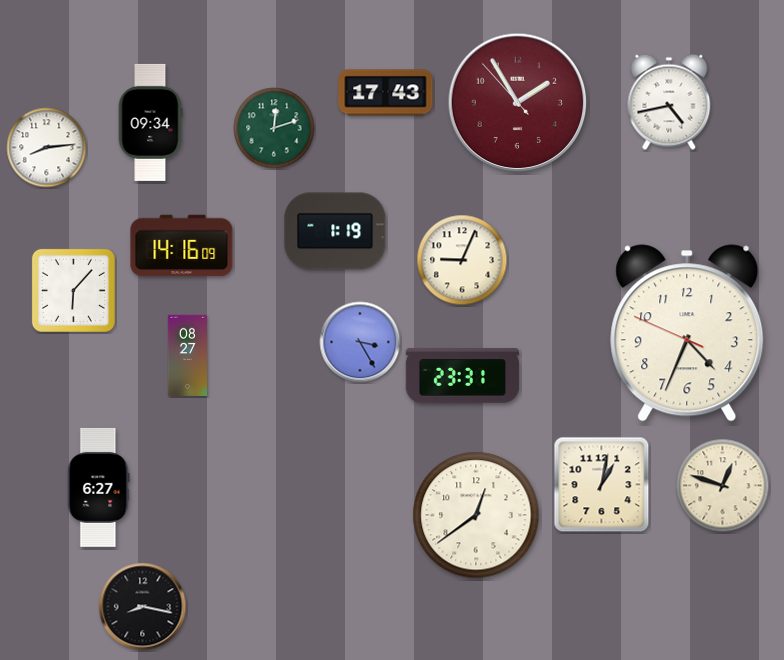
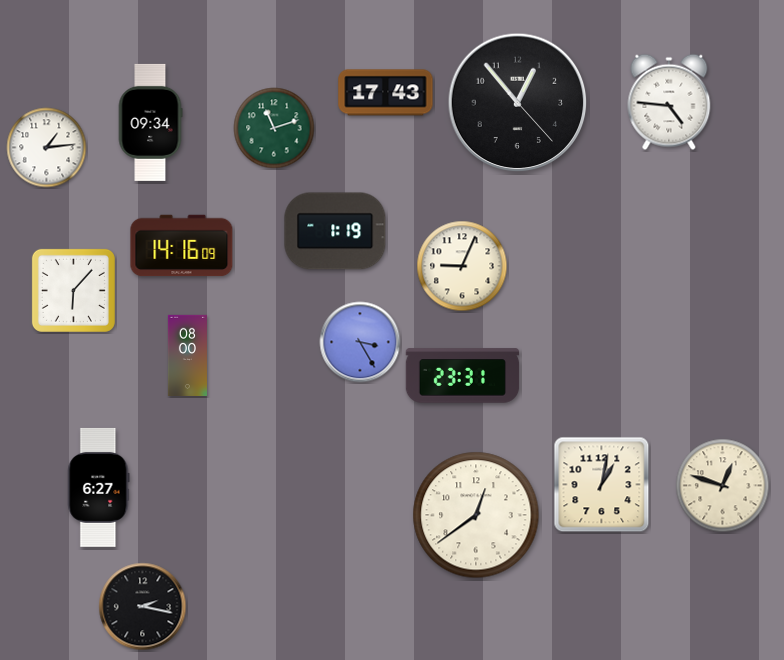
clock at (669, 102): 4:43 -> 4:46
clock at (518, 103): 1:54 -> 12:53
clock at (518, 103) dial: burgundy -> black
clock at (274, 128): 12:12 -> 11:12
clock at (47, 148): 8:14 -> 1:14
clock at (462, 260) position: (462, 260) -> (462, 266)
clock at (687, 333): 4:33 -> none
clock at (187, 355): 08:27 -> 08:00
clock at (143, 607): 8:17 -> 2:17
